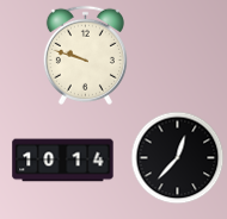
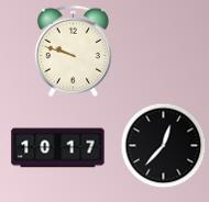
clock at (85, 55) position: (85, 55) -> (73, 50)
clock at (63, 161): 10:14 -> 10:17
